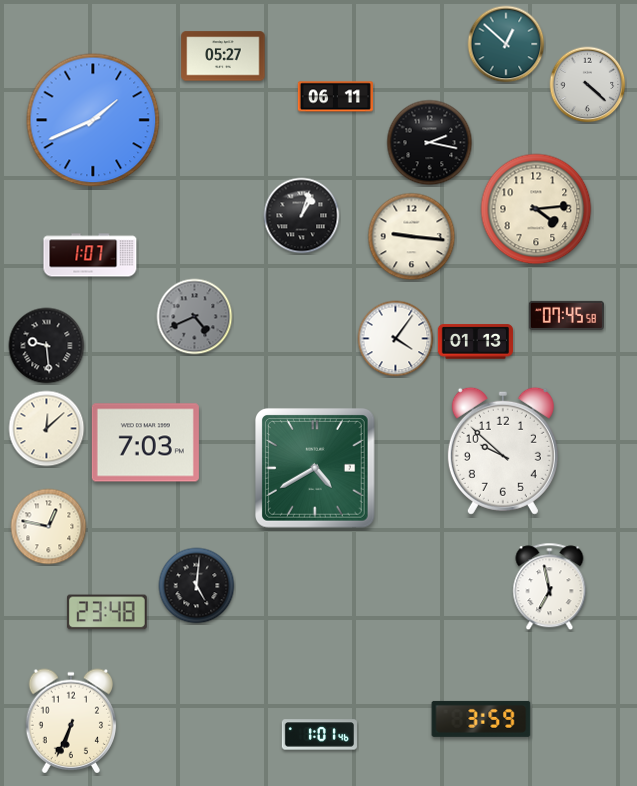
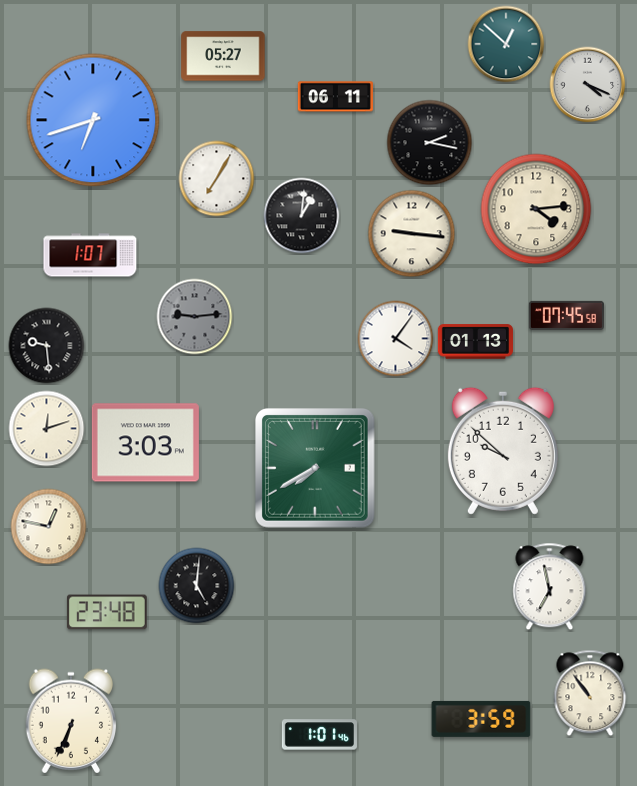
clock at (588, 85): 4:22 -> 4:19
clock at (93, 120): 1:41 -> 6:42
clock at (217, 179): none -> 7:05
clock at (302, 216): 1:03 -> 1:01
clock at (412, 237) position: (412, 237) -> (412, 234)
clock at (195, 317): 4:41 -> 9:14
clock at (47, 429): 12:08 -> 12:12
clock at (145, 443): 7:03 -> 3:03
clock at (315, 468): 4:40 -> 7:40
clock at (590, 693): none -> 10:54
